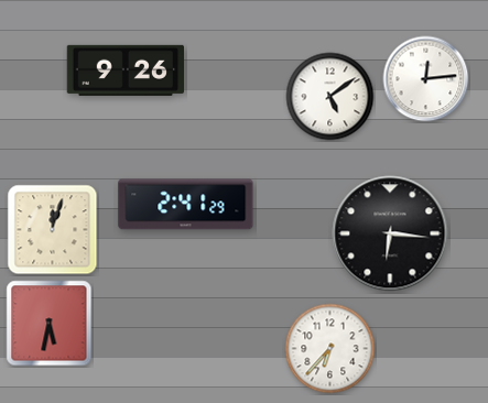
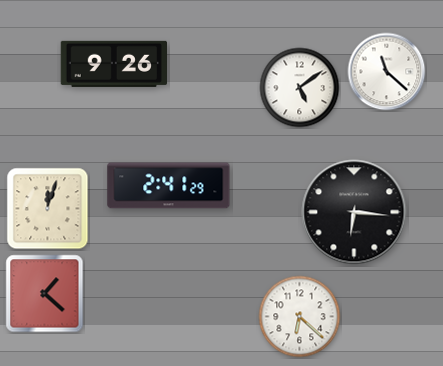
clock at (426, 79): 12:14 -> 11:22
clock at (50, 324): 5:32 -> 1:22
clock at (330, 349): 6:37 -> 6:22
